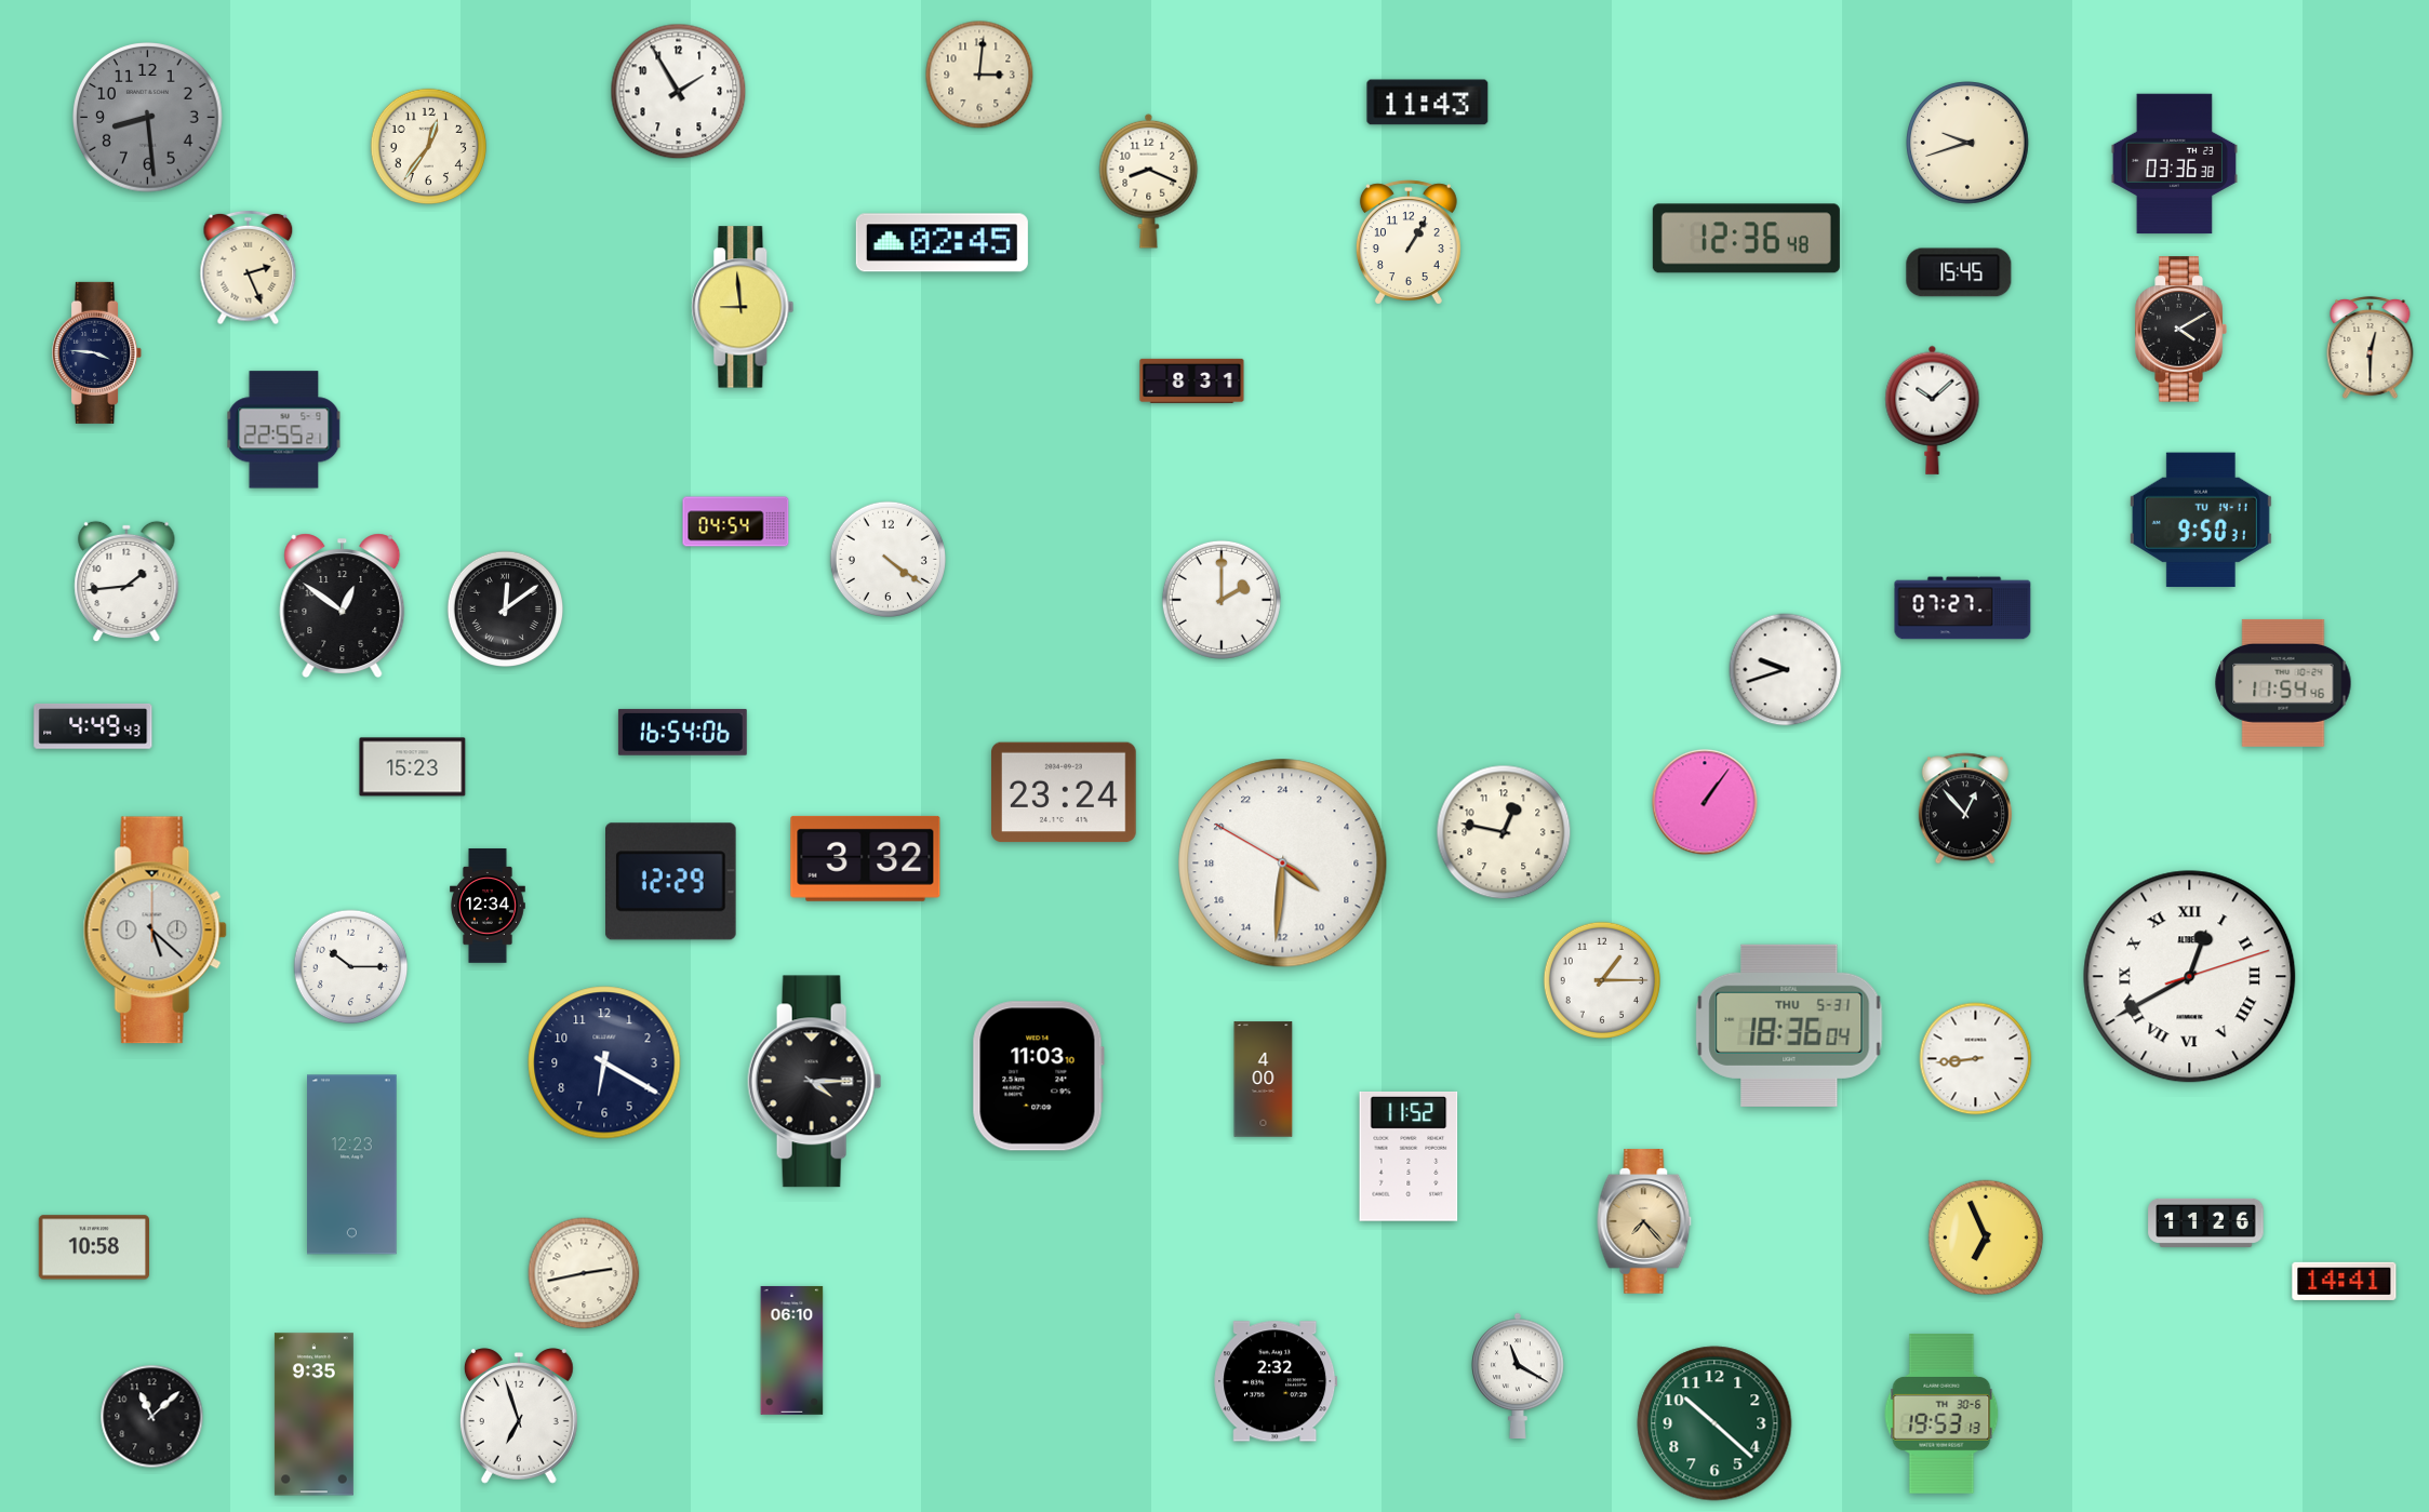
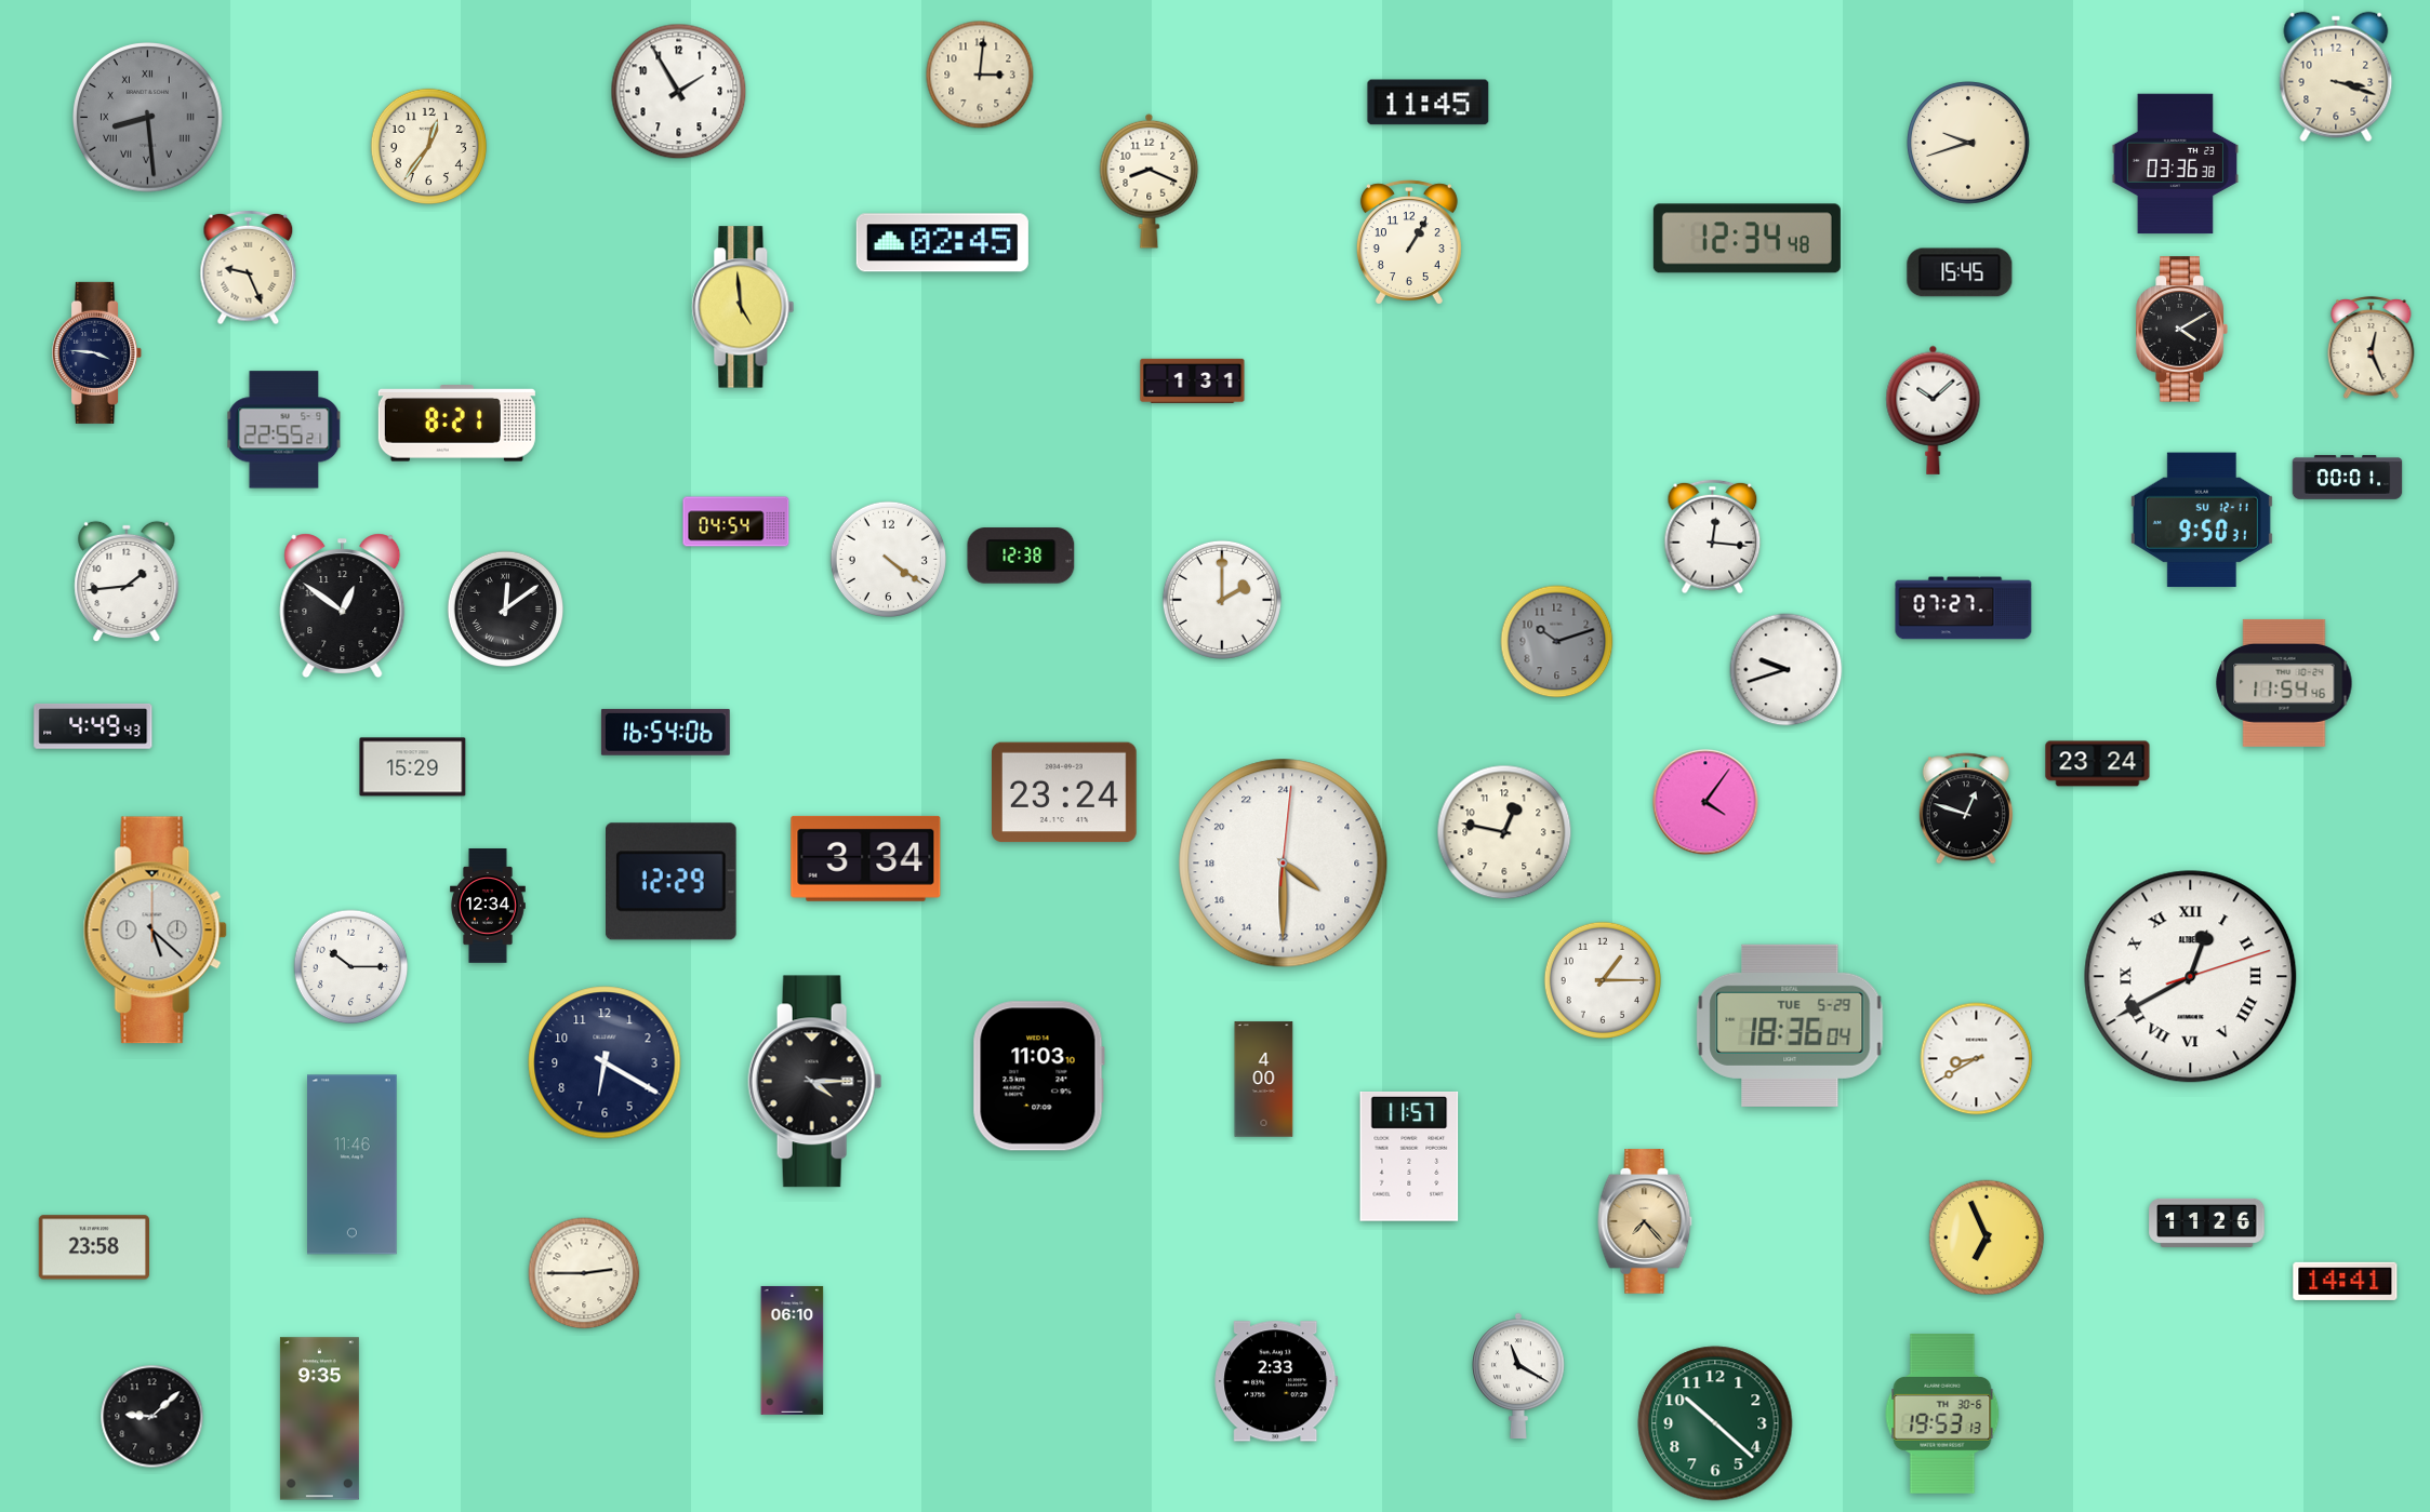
clock at (2336, 77): none -> 3:18
clock at (1428, 103): 11:43 -> 11:45
clock at (148, 118) numerals: Arabic -> Roman
clock at (1746, 239): 12:36 -> 12:34
clock at (249, 268): 2:26 -> 9:26
clock at (743, 307): 8:59 -> 4:59
clock at (2371, 348): 12:30 -> 12:26
clock at (1192, 380): 8:31 -> 1:31
clock at (456, 424): none -> 8:21
clock at (2348, 478): none -> 00:01
clock at (2201, 520) date: TU 14-11 -> SU 12-11
clock at (1713, 537): none -> 12:16
clock at (1021, 556): none -> 12:38
clock at (1557, 642): none -> 10:12
clock at (682, 732) position: (682, 732) -> (665, 732)
clock at (2098, 764): none -> 23:24
clock at (413, 767): 15:23 -> 15:29
clock at (1705, 802): 1:06 -> 4:06
clock at (1965, 808): 12:53 -> 12:48
clock at (866, 858): 3:32 -> 3:34
clock at (1283, 864): 8:30:50 -> 8:30:01
clock at (1789, 1026) date: THU 5-31 -> TUE 5-29
clock at (1976, 1059): 8:44 -> 8:40
clock at (1409, 1156): 11:52 -> 11:57
clock at (352, 1165): 12:23 -> 11:46
clock at (93, 1247): 10:58 -> 23:58
clock at (584, 1273): 2:43 -> 2:45
clock at (1276, 1381): 2:32 -> 2:33
clock at (313, 1415) position: (313, 1415) -> (319, 1419)
clock at (519, 1416): 6:57 -> none
clock at (152, 1417): 11:08 -> 9:08
